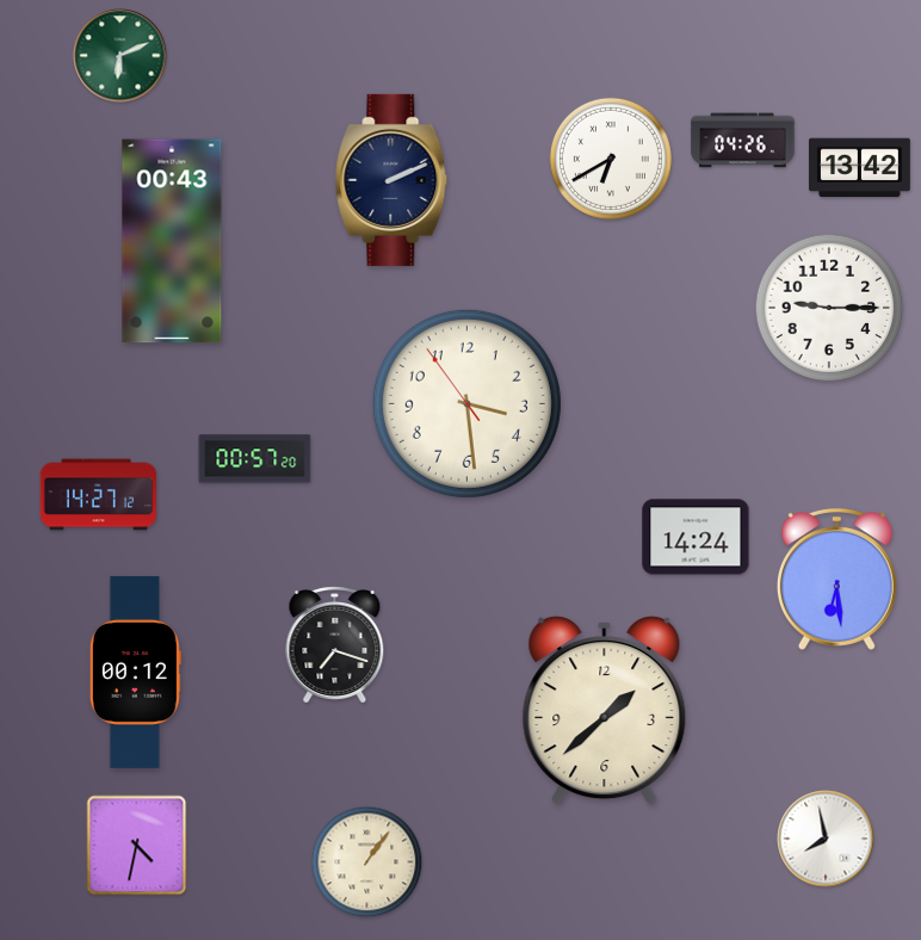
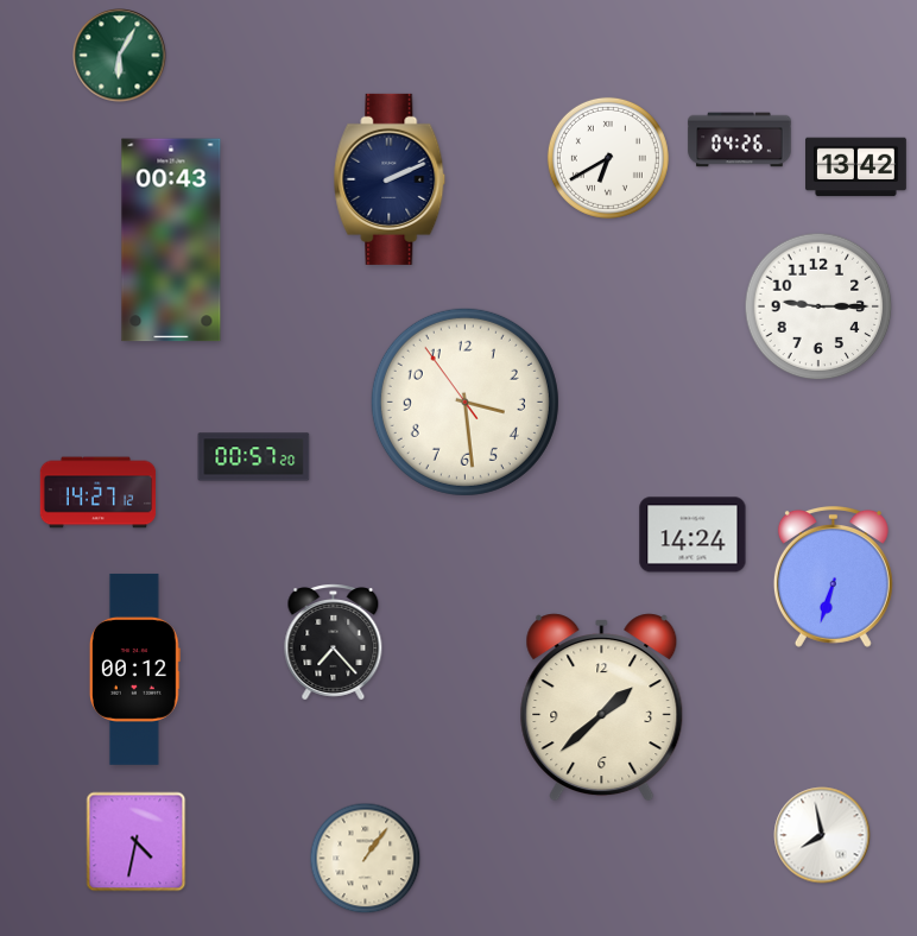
clock at (120, 56): 6:11 -> 6:05
clock at (829, 308) position: (829, 308) -> (818, 306)
clock at (836, 579): 6:29 -> 6:33
clock at (335, 645): 7:18 -> 7:23
